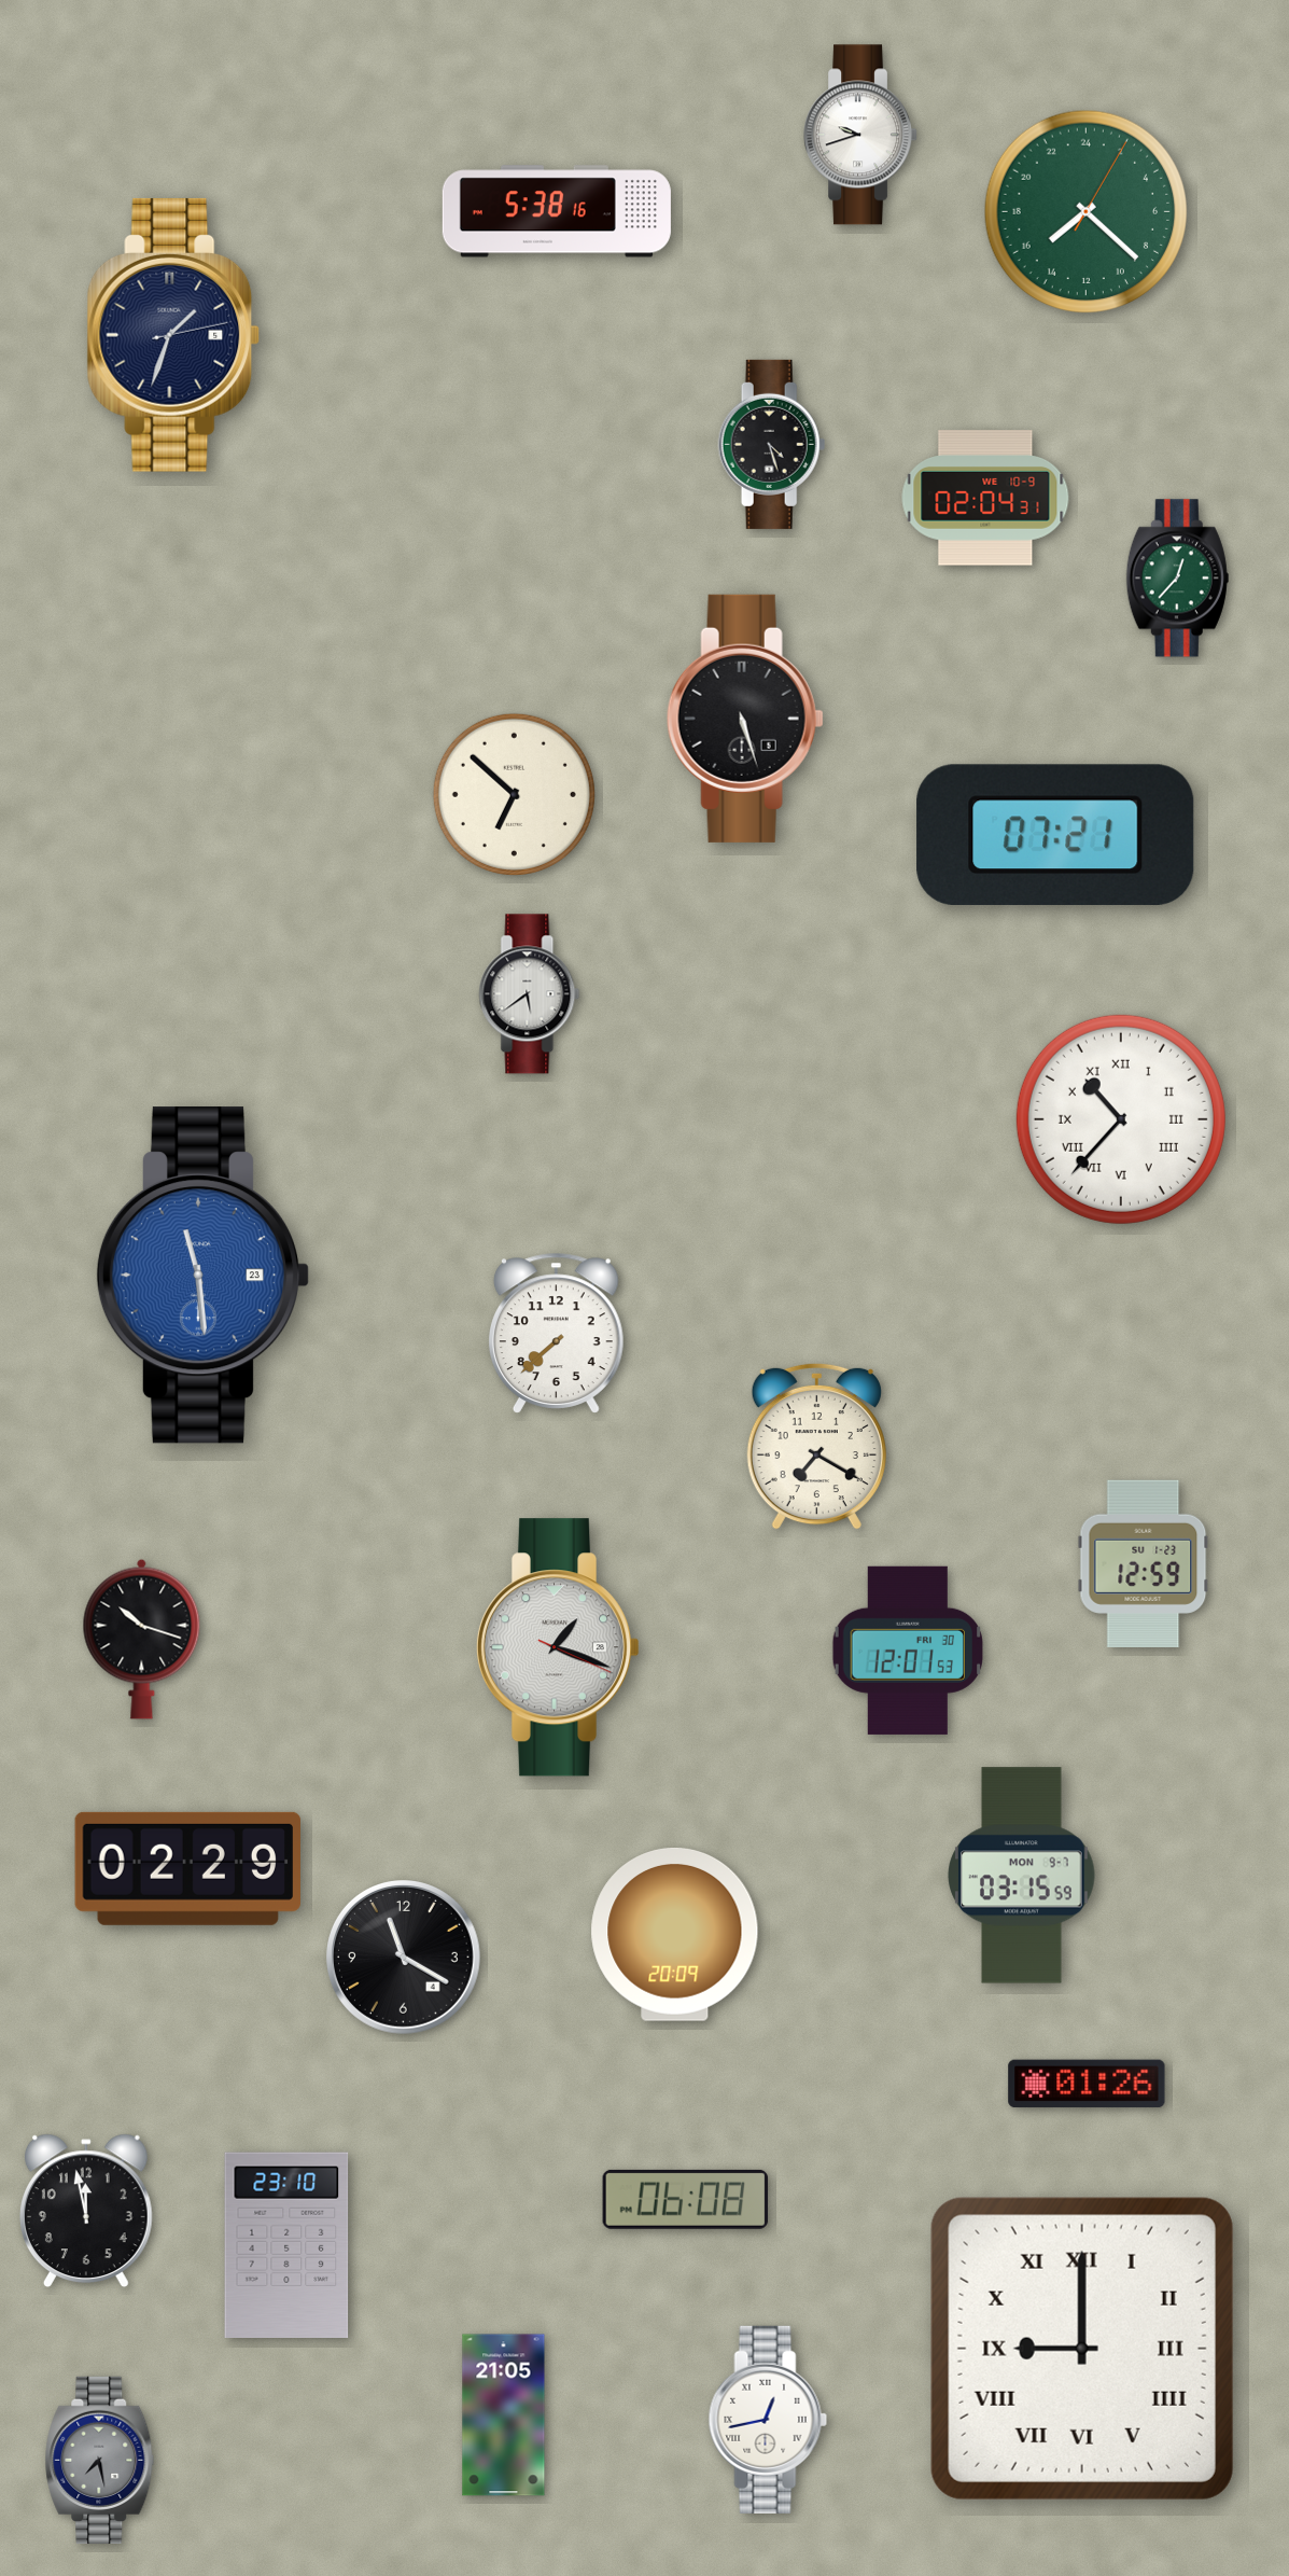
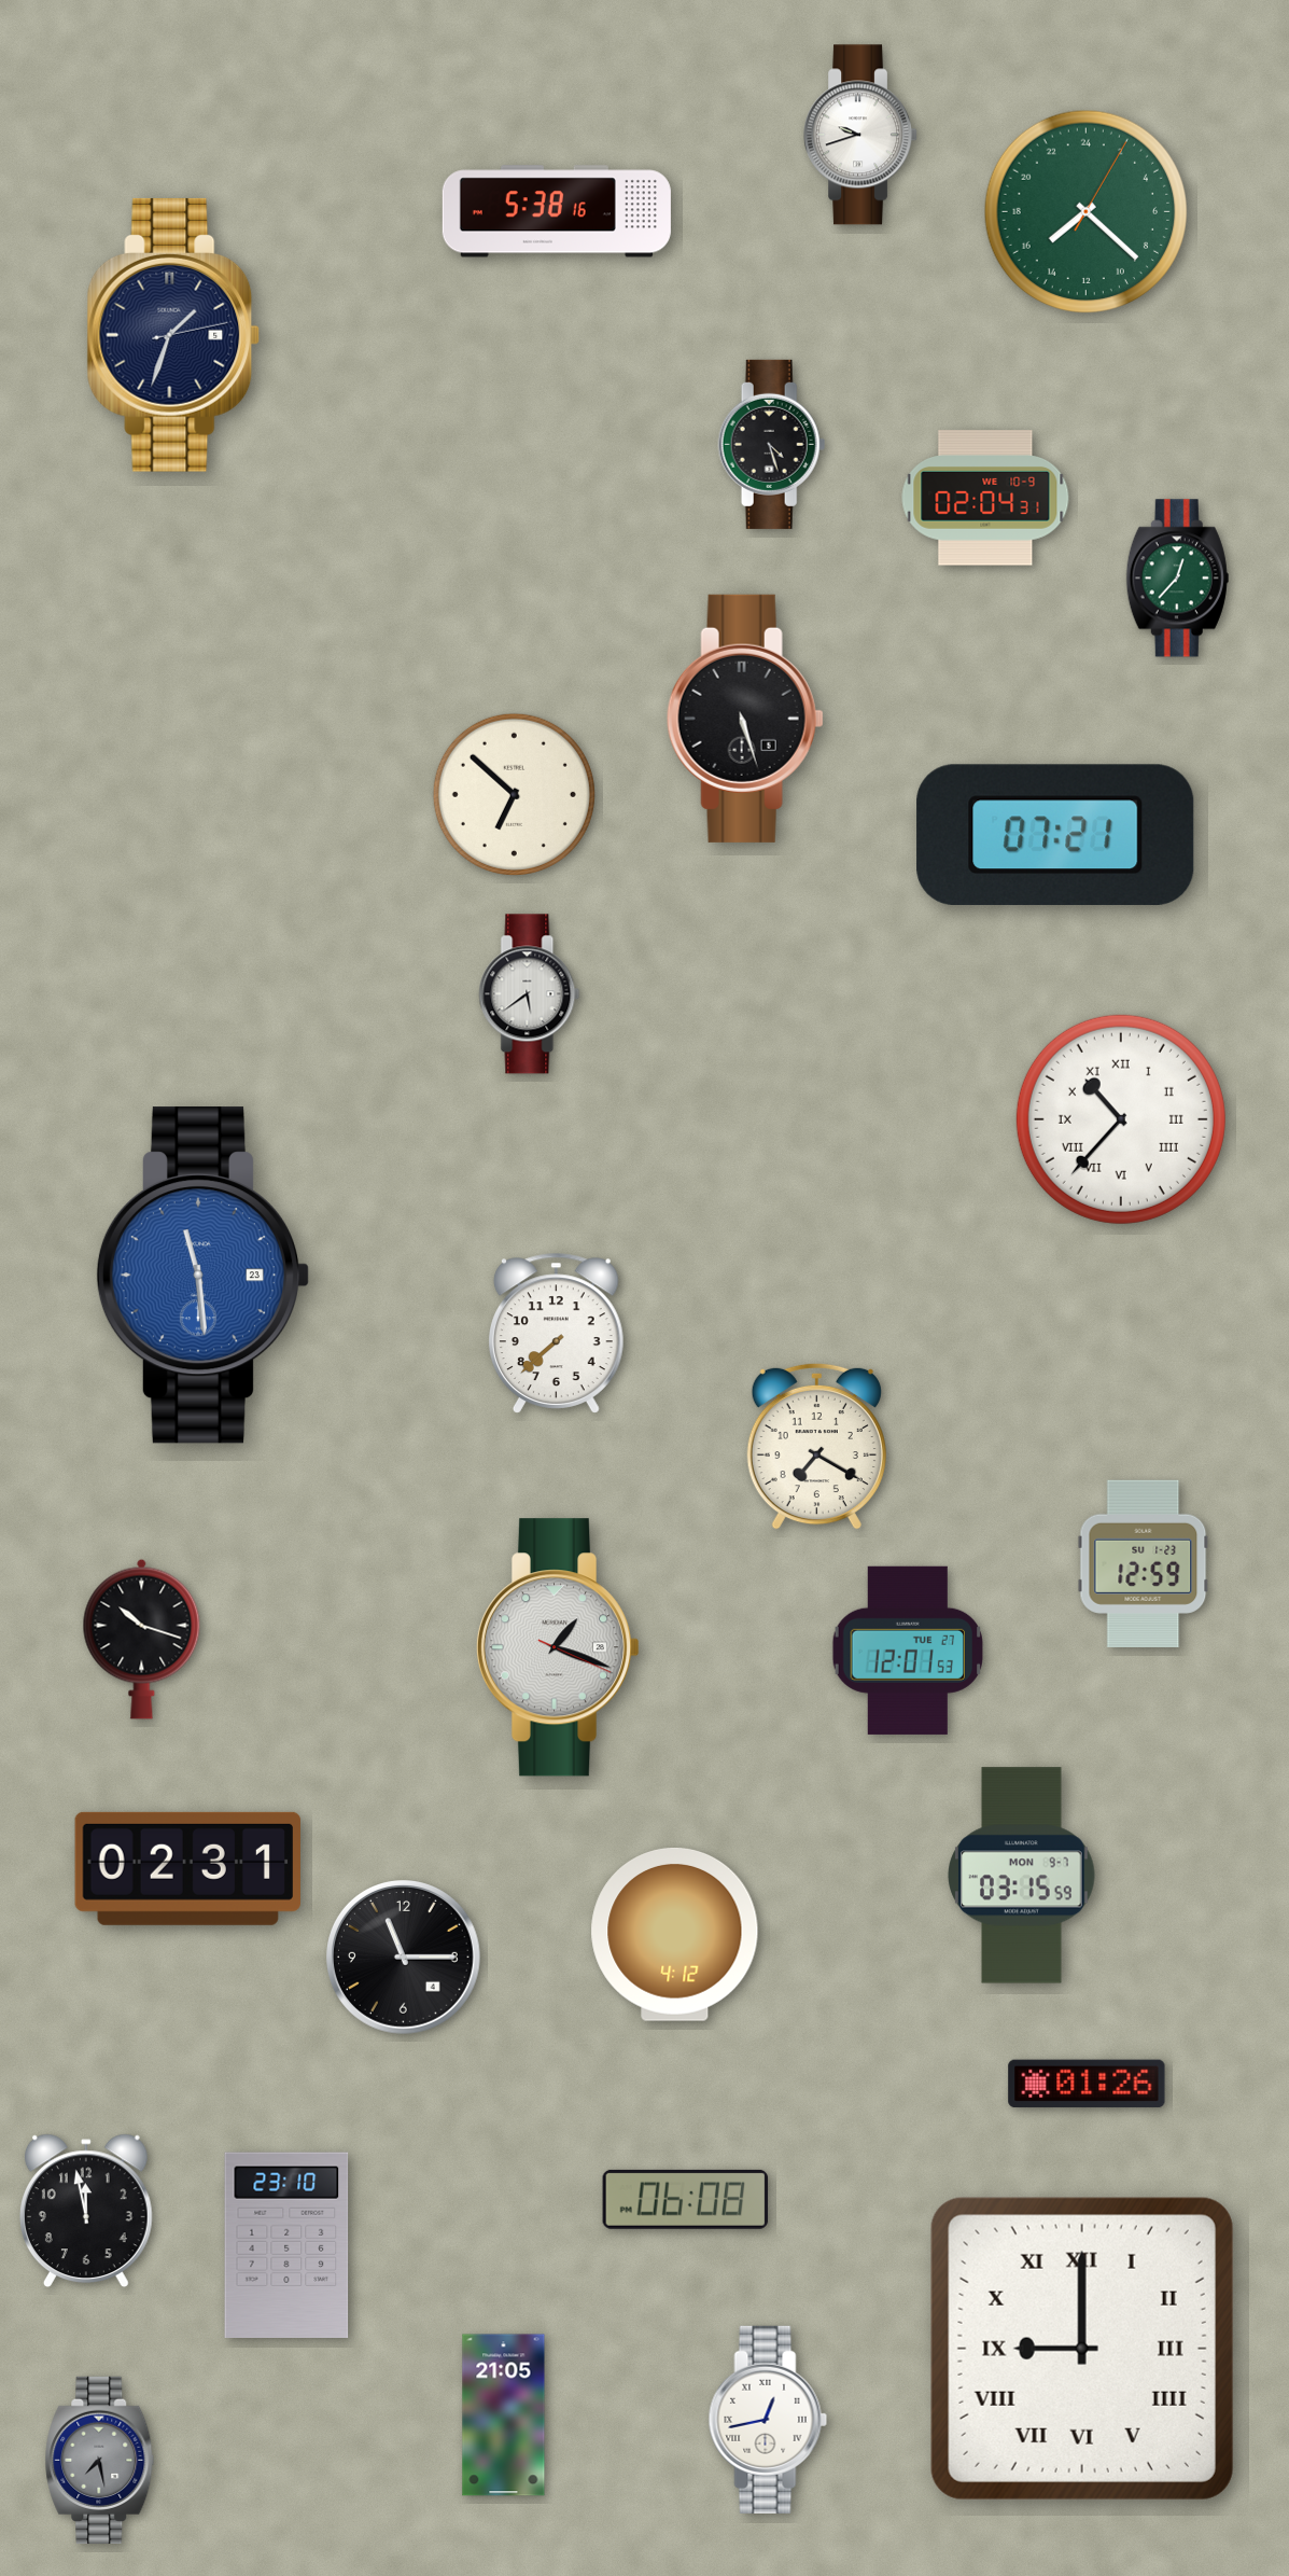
clock at (907, 1651) date: FRI 30 -> TUE 27
clock at (187, 1868): 02:29 -> 02:31
clock at (675, 1934): 20:09 -> 4:12
clock at (404, 1958): 11:20 -> 11:15
